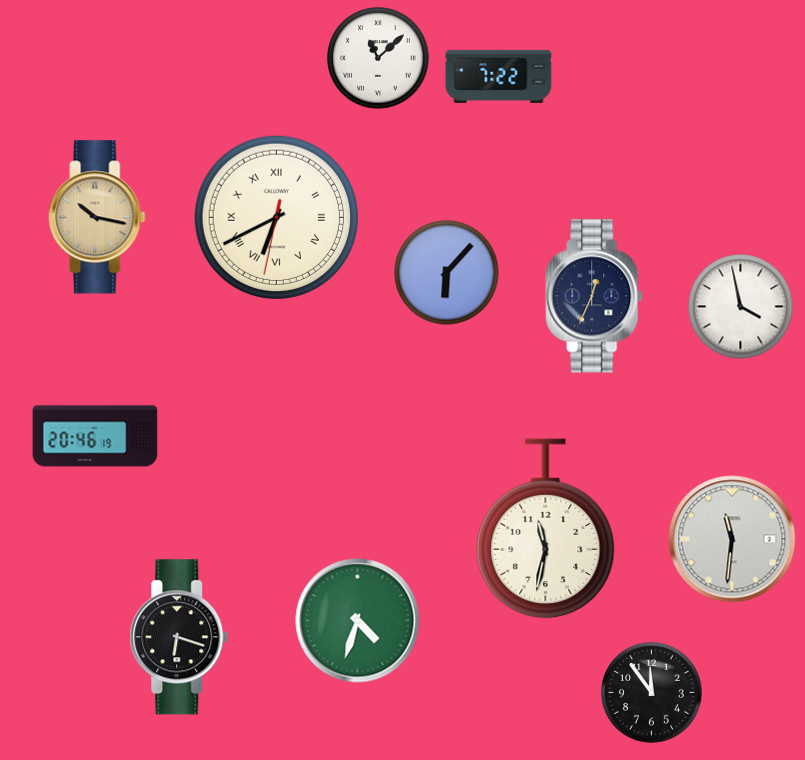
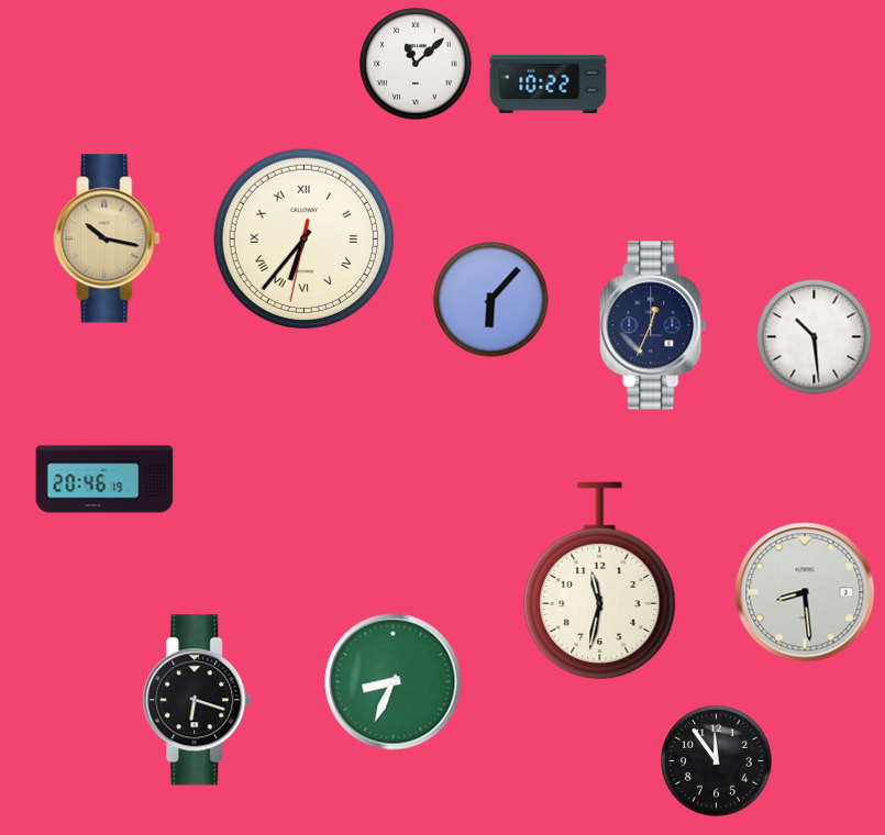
clock at (499, 76): 7:22 -> 10:22
clock at (276, 217): 6:40 -> 6:36
clock at (741, 307): 3:58 -> 10:29
clock at (732, 539): 11:31 -> 8:29
clock at (358, 621): 4:33 -> 8:34
